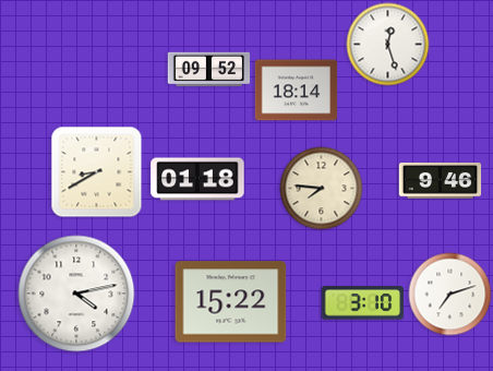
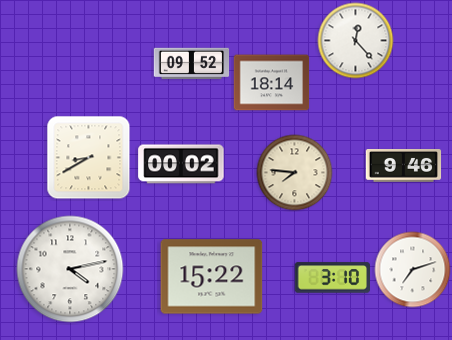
clock at (388, 45): 12:27 -> 12:23
clock at (197, 179): 01:18 -> 00:02
